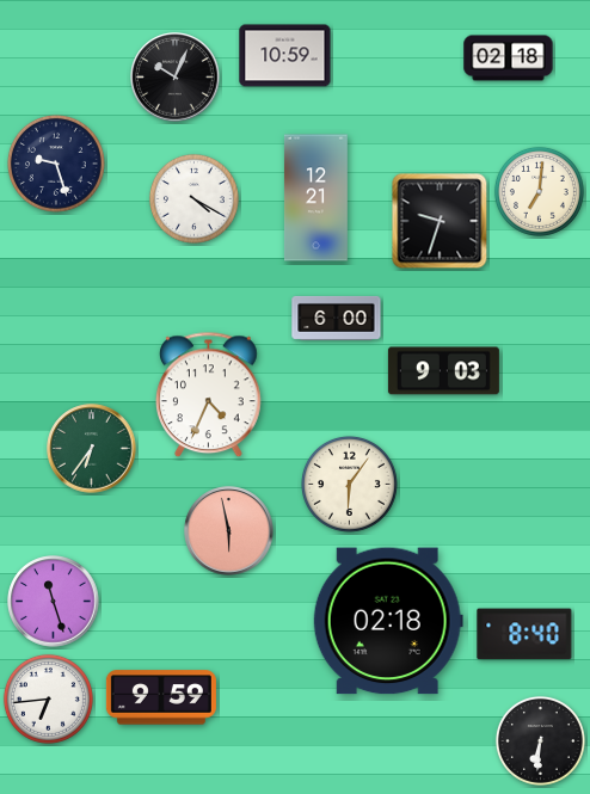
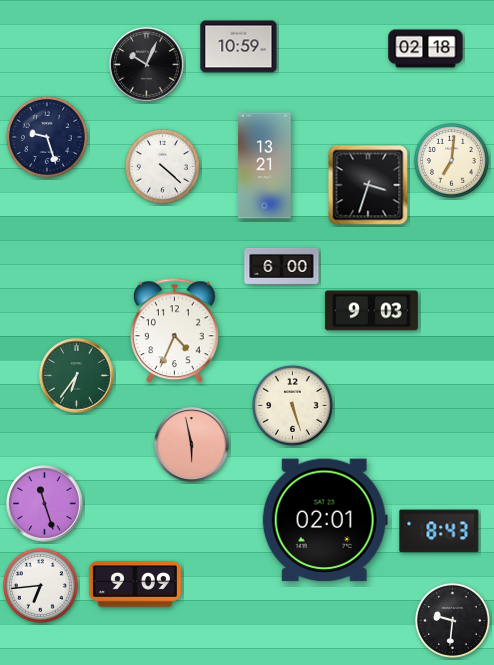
clock at (193, 198): 4:20 -> 4:22
clock at (315, 198): 12:21 -> 13:21
clock at (440, 221): 9:33 -> 3:33
clock at (349, 484): 6:06 -> 5:27
clock at (388, 621): 02:18 -> 02:01
clock at (524, 634): 8:40 -> 8:43
clock at (161, 697): 9:59 -> 9:09
clock at (540, 740): 6:31 -> 9:31
